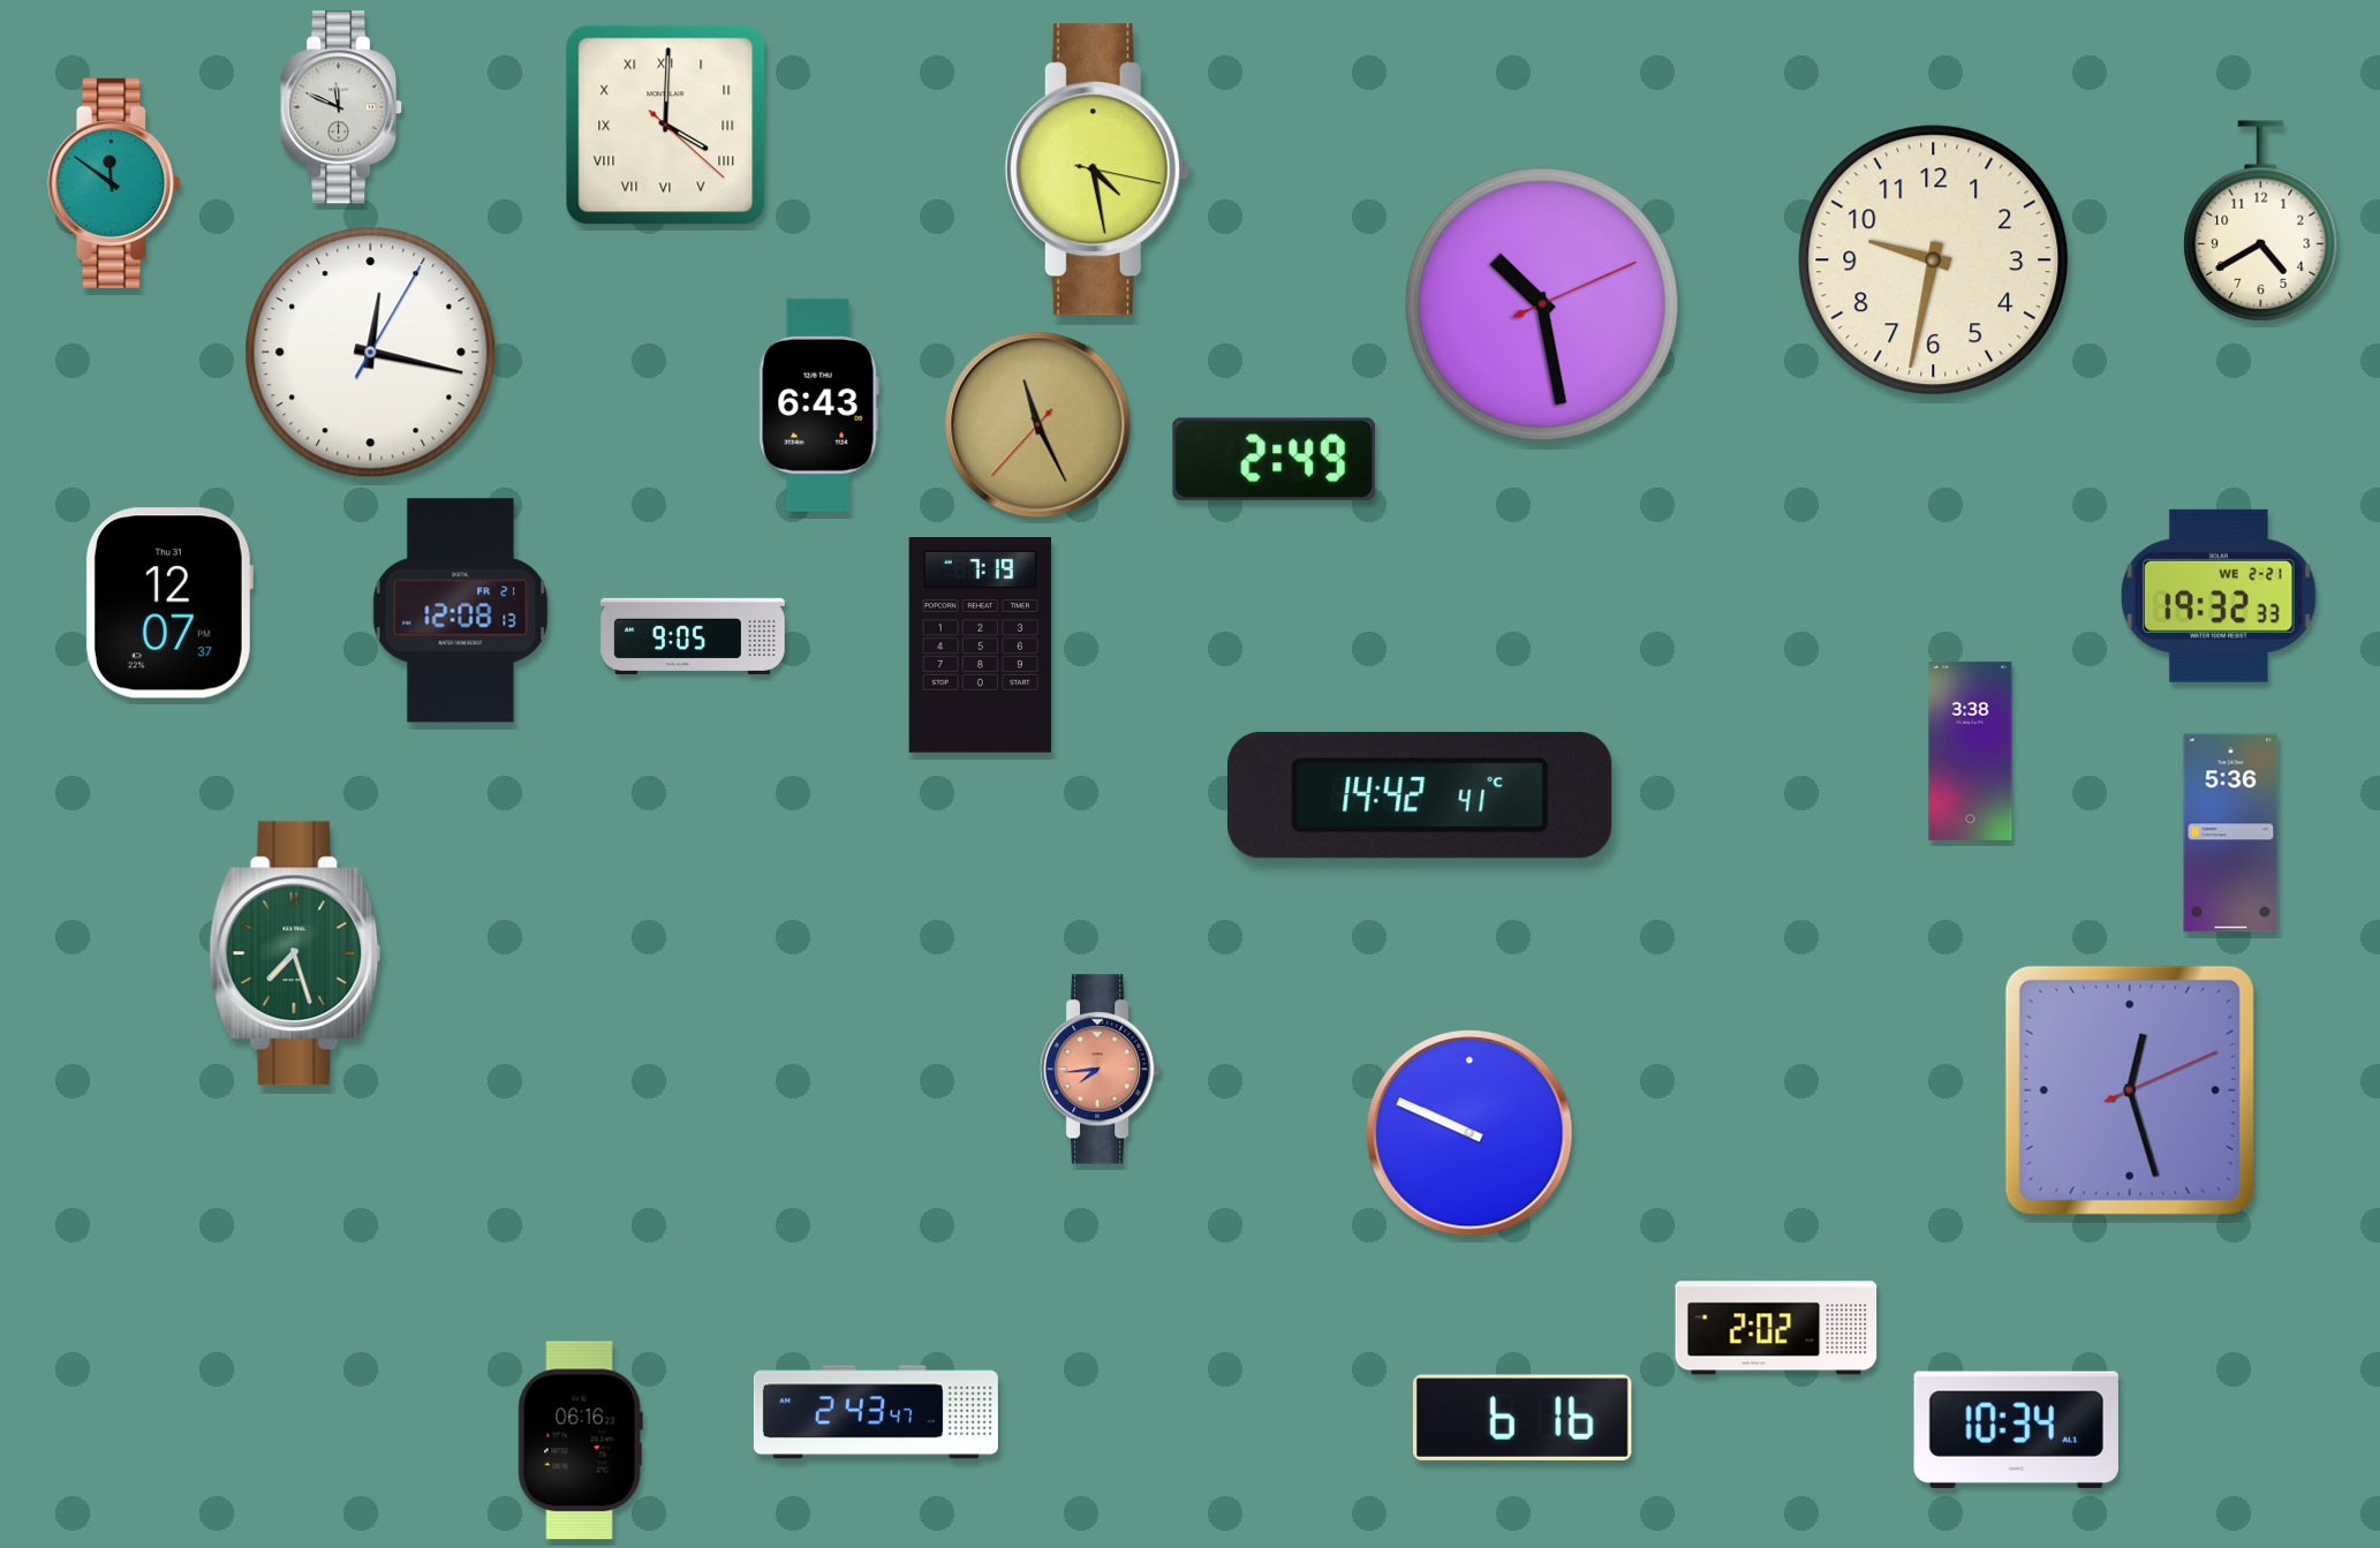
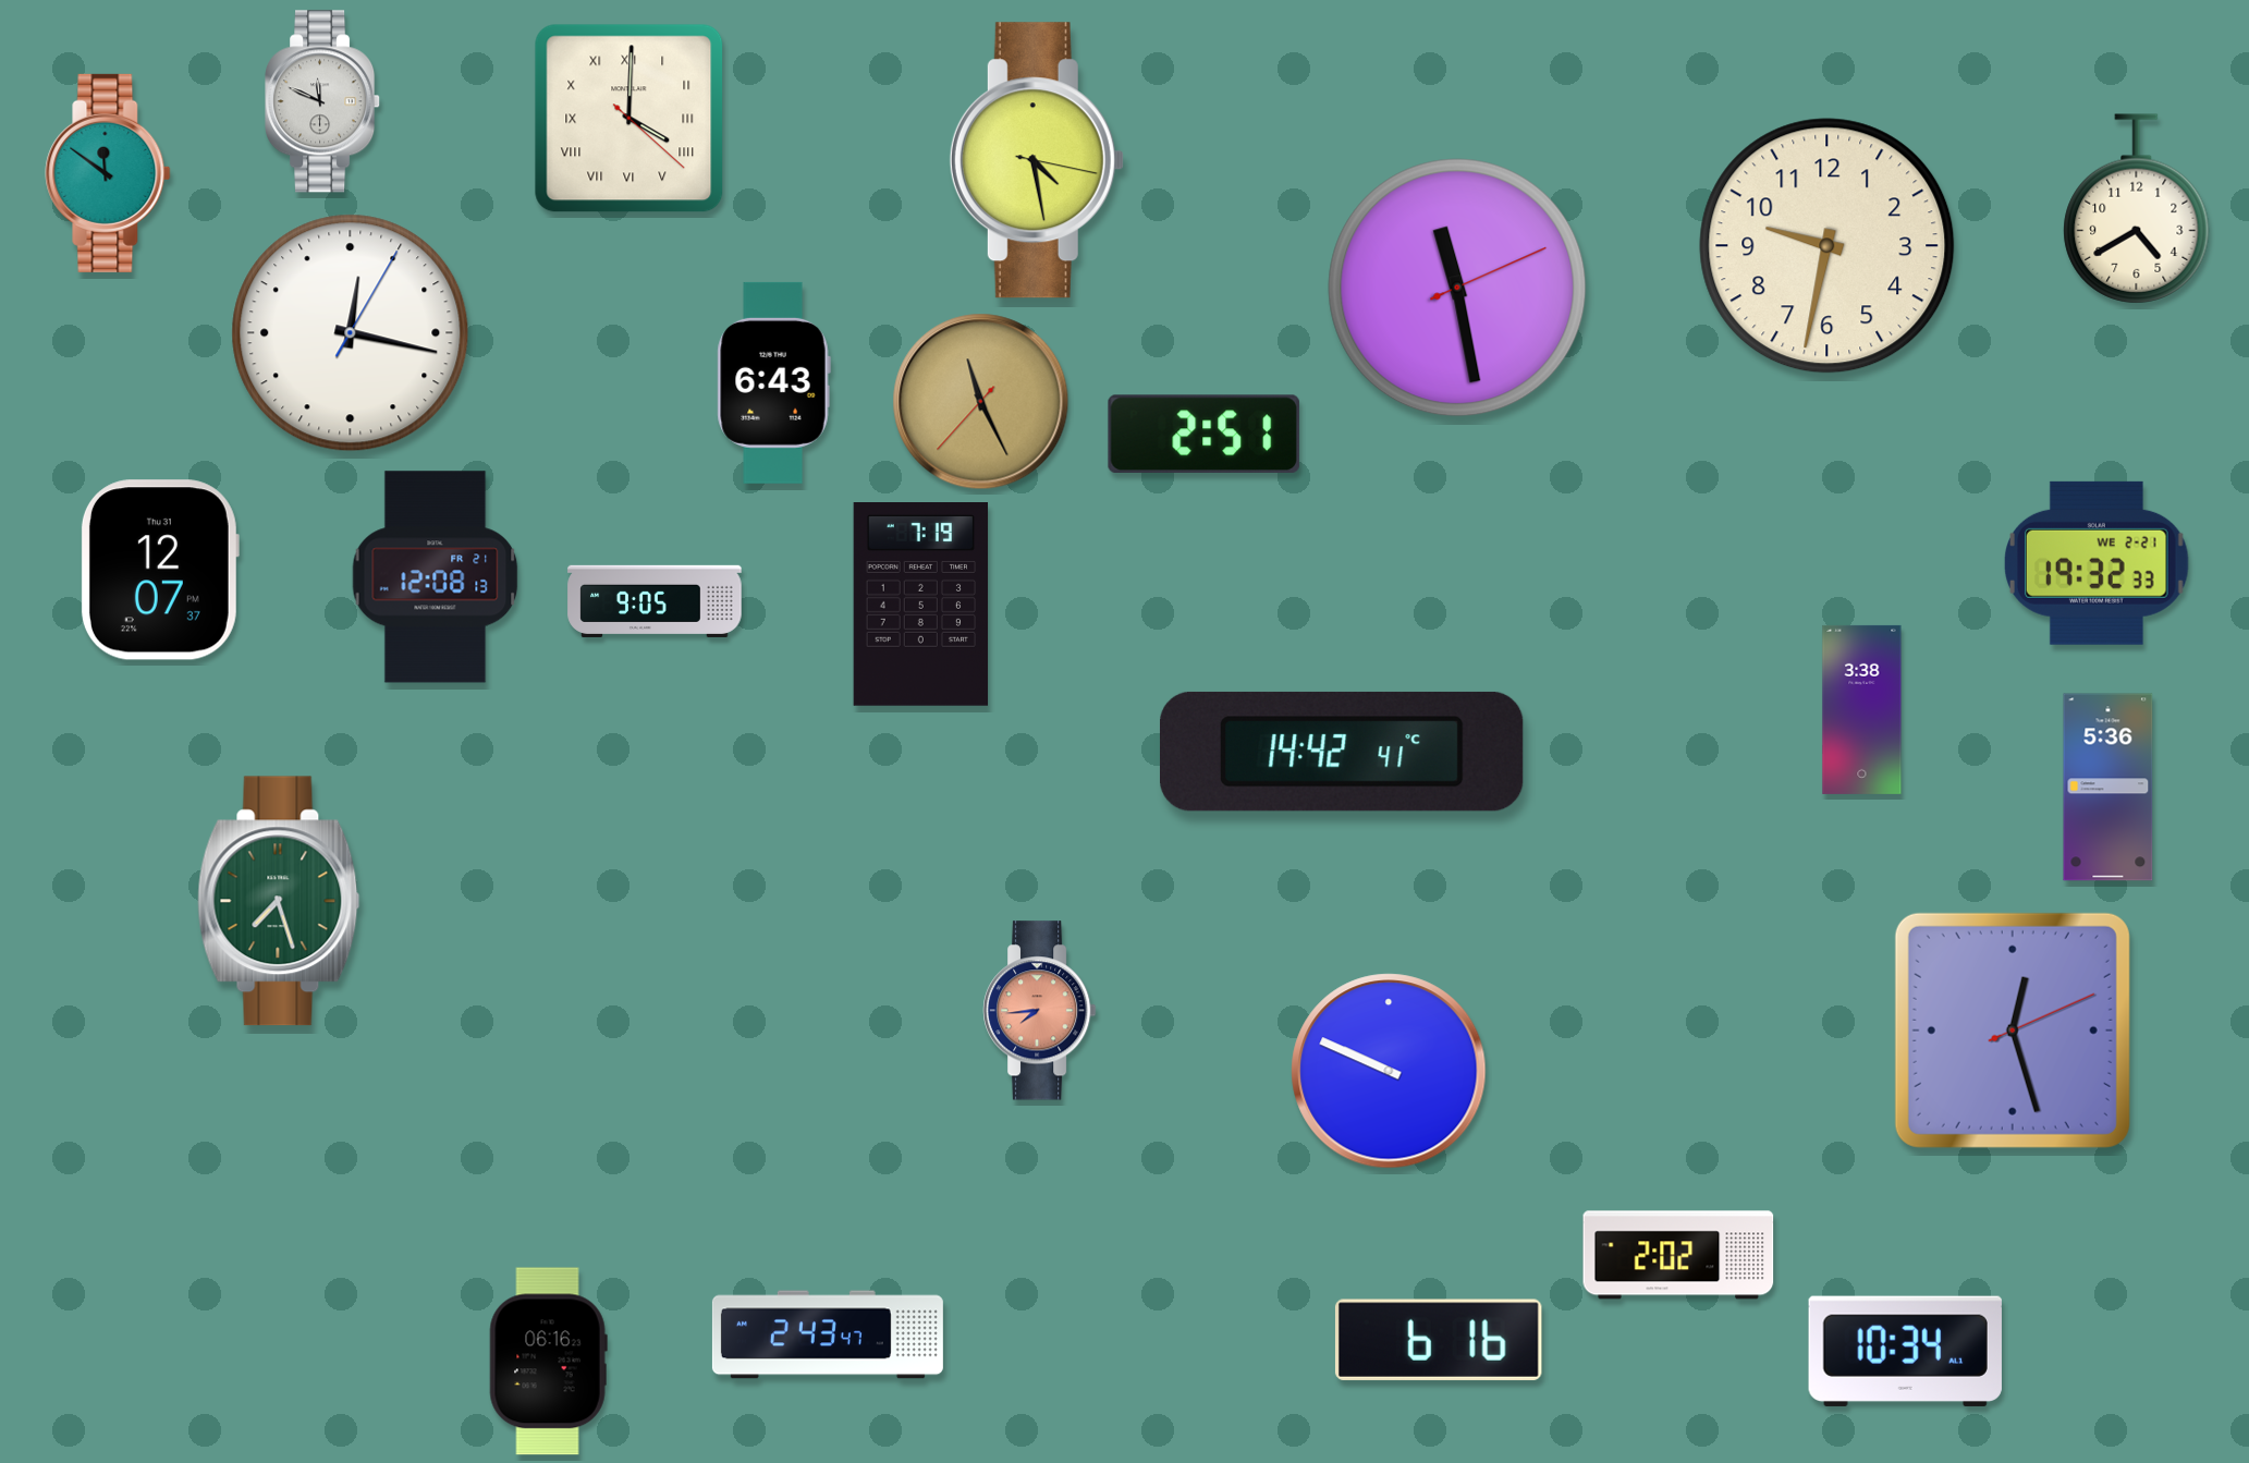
clock at (1542, 304): 10:28 -> 11:28
clock at (1274, 459): 2:49 -> 2:51
clock at (981, 645) position: (981, 645) -> (921, 605)
